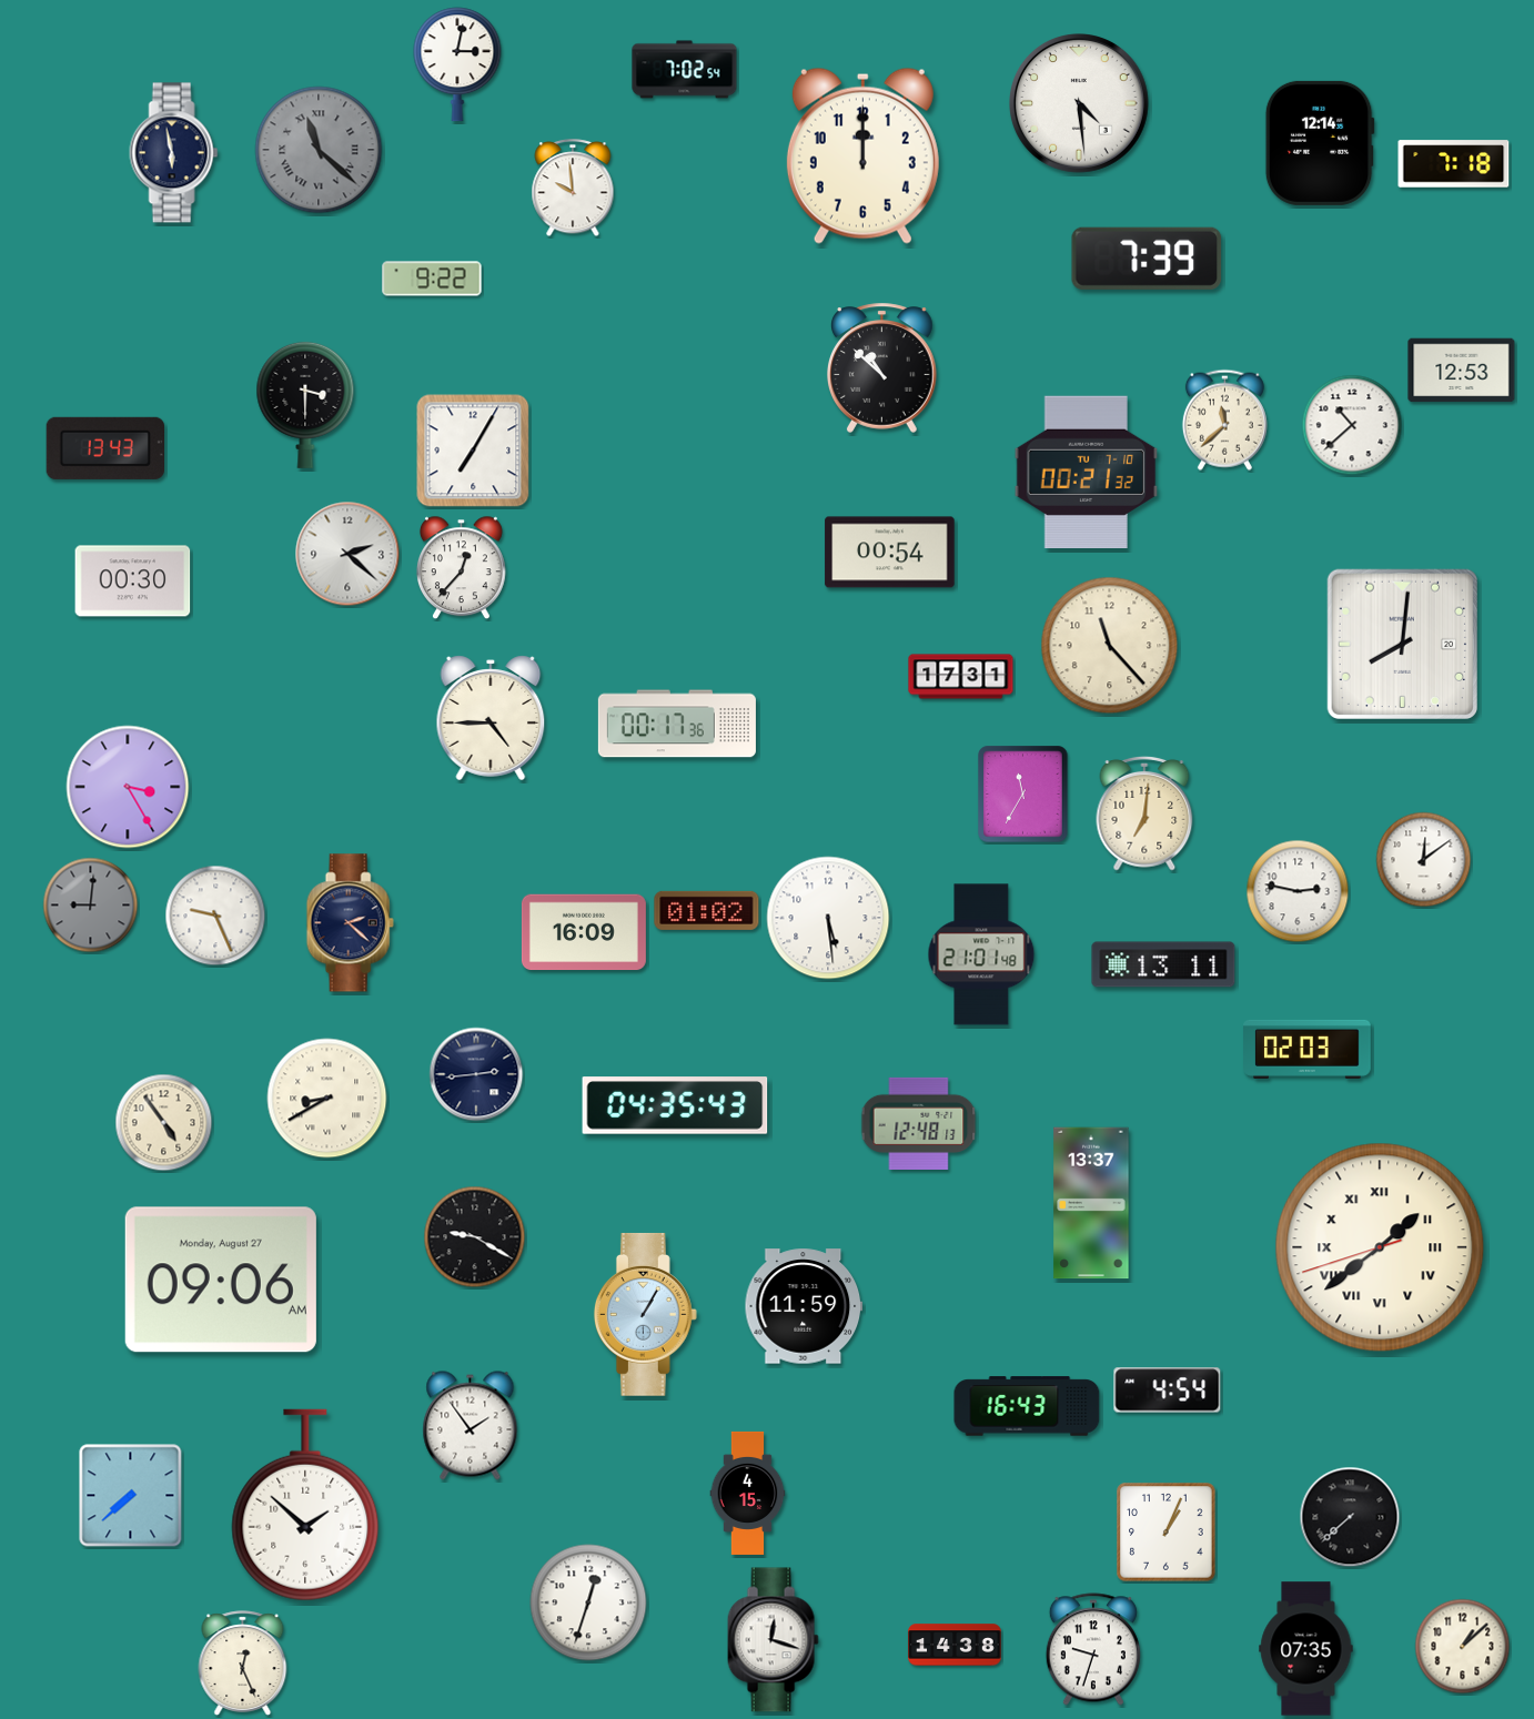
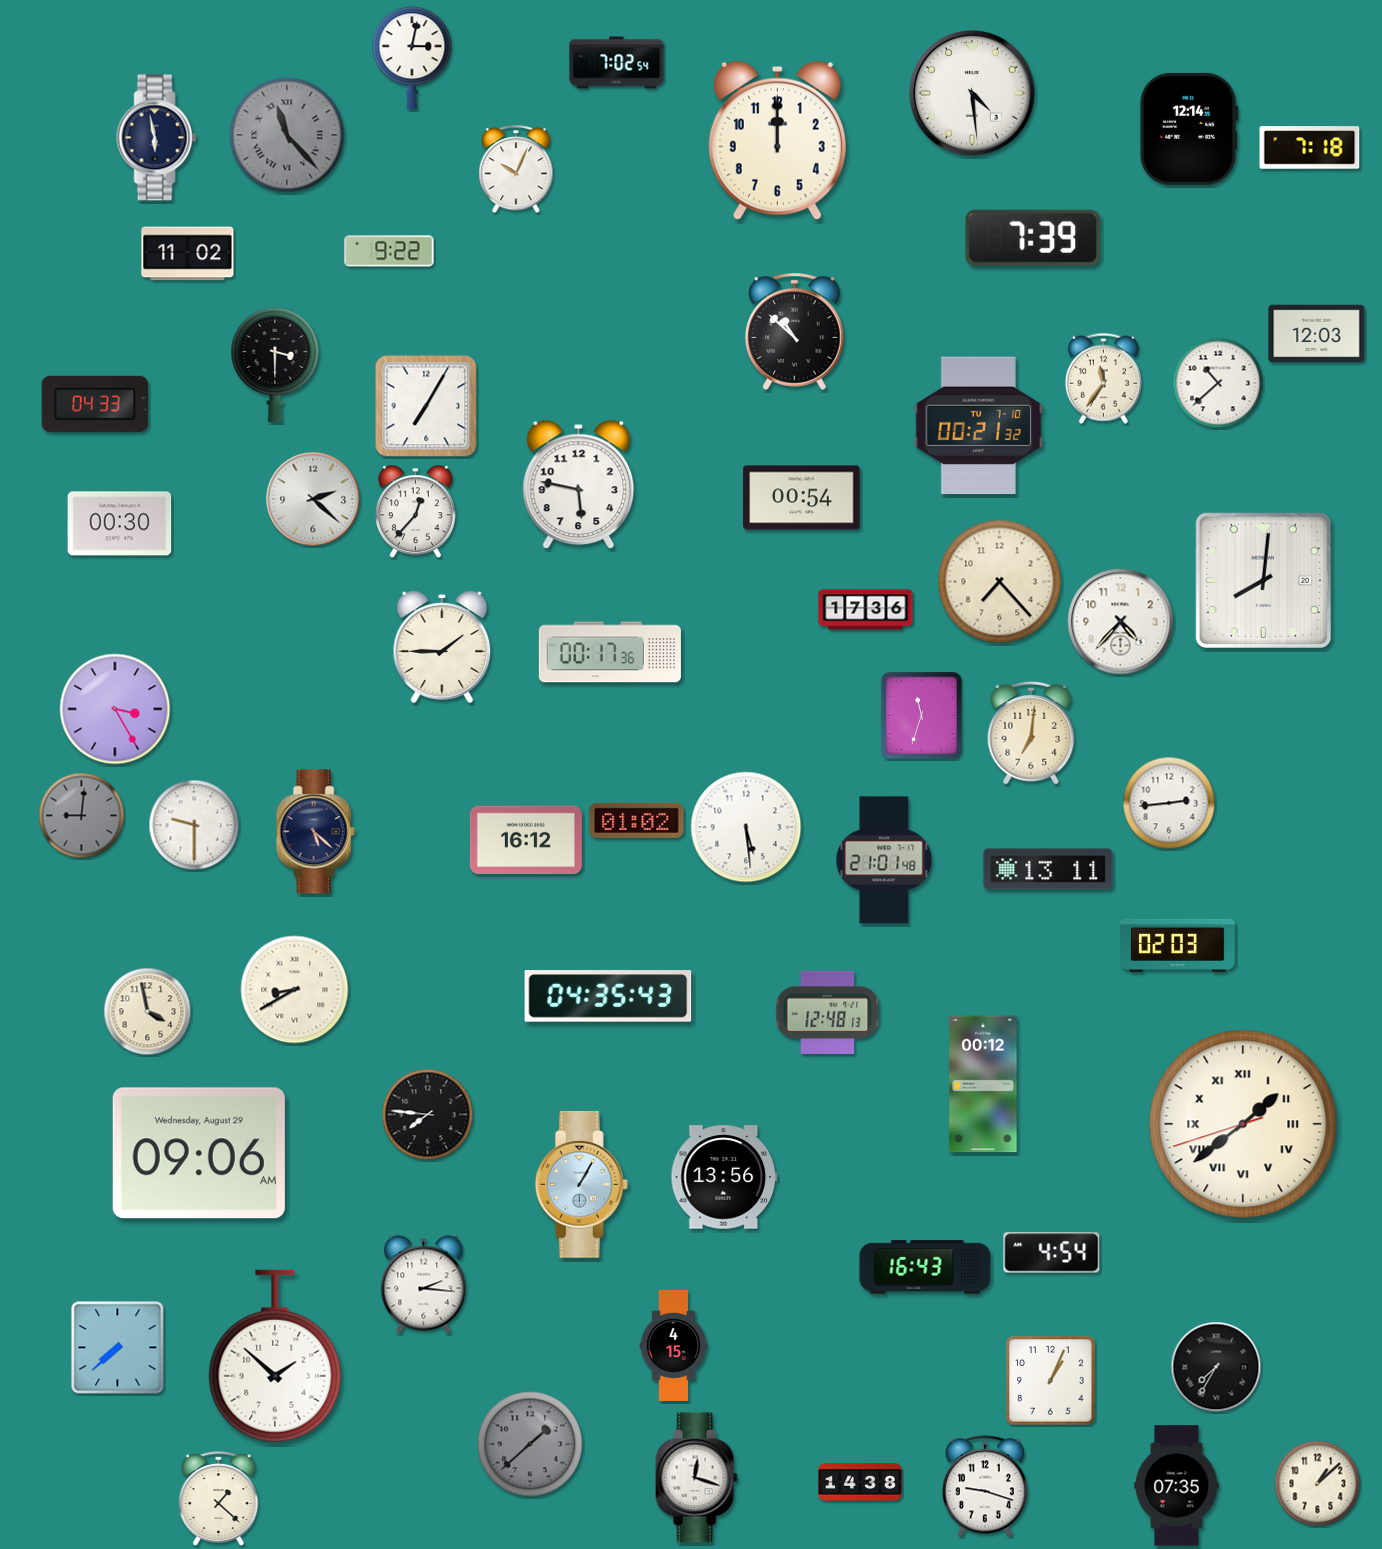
clock at (319, 150): 11:22 -> 11:23
clock at (573, 189): 9:59 -> 10:04
clock at (1147, 259) position: (1147, 259) -> (1033, 238)
clock at (188, 254): none -> 11:02
clock at (1462, 371): 12:53 -> 12:03
clock at (1224, 419): 11:38 -> 11:36
clock at (104, 448): 13:43 -> 04:33
clock at (579, 485): none -> 5:47
clock at (1110, 646): 11:23 -> 7:23
clock at (961, 677): 17:31 -> 17:36
clock at (1121, 622): none -> 4:37
clock at (491, 718): 4:45 -> 1:45
clock at (1023, 795): 11:35 -> 11:33
clock at (1424, 860): 12:09 -> none
clock at (1298, 891): 2:47 -> 2:44
clock at (215, 916): 9:26 -> 9:30
clock at (350, 923): 2:22 -> 5:22
clock at (584, 932): 16:09 -> 16:12
clock at (476, 1074): 2:44 -> none
clock at (164, 1123): 4:54 -> 3:58
clock at (1091, 1203): 13:37 -> 00:12
clock at (475, 1237): 9:20 -> 7:46
clock at (221, 1280) date: Monday, August 27 -> Wednesday, August 29
clock at (804, 1306): 11:59 -> 13:56
clock at (471, 1426): 1:54 -> 2:16
clock at (1350, 1517): 7:38 -> 7:35
clock at (588, 1602): 12:33 -> 1:38
clock at (588, 1602) dial: white -> grey
clock at (1093, 1649): 9:33 -> 9:18
clock at (243, 1664): 12:26 -> 1:22
